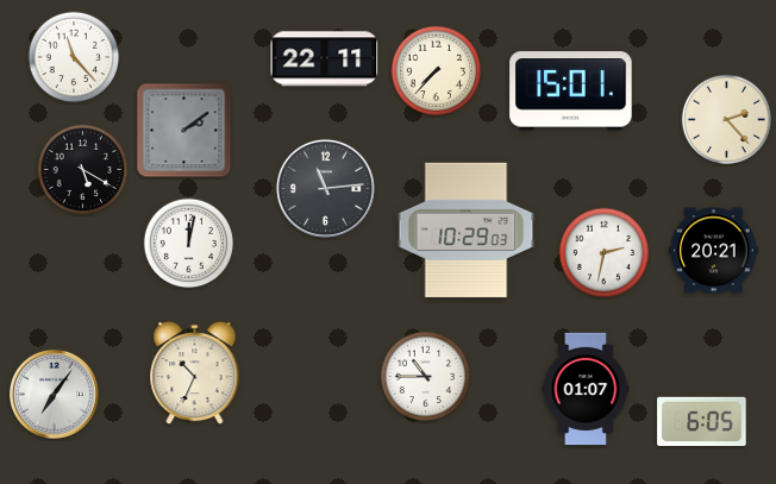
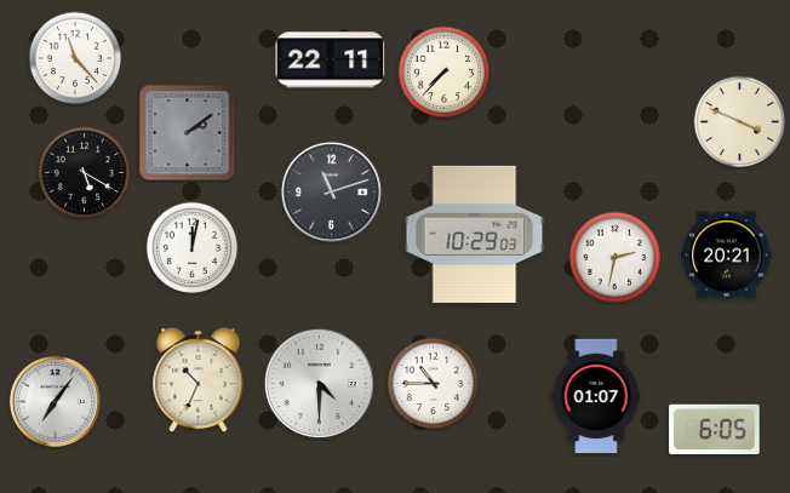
clock at (571, 92): 15:01 -> none
clock at (727, 120): 2:23 -> 3:49
clock at (325, 188): 11:14 -> 11:12
clock at (319, 383): none -> 4:30
